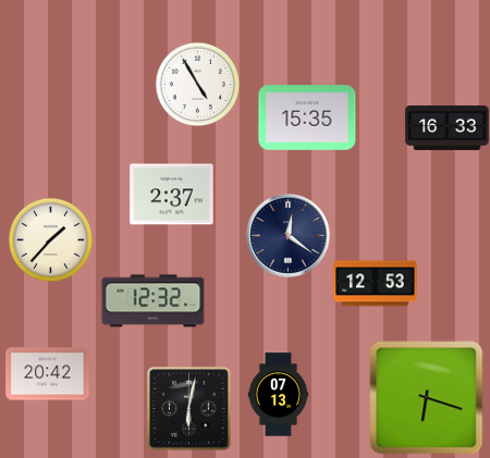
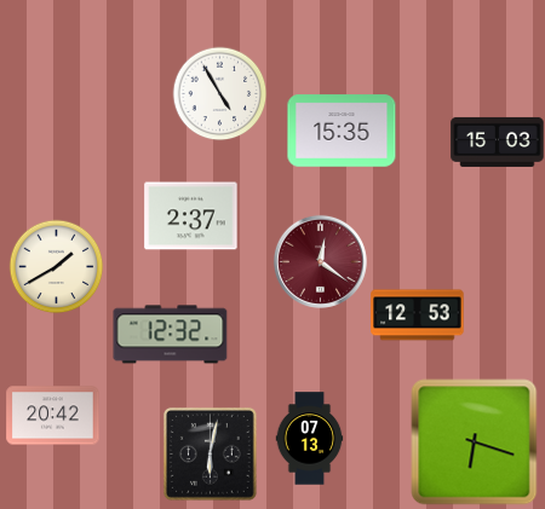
clock at (448, 127): 16:33 -> 15:03
clock at (287, 235) dial: navy -> burgundy
clock at (50, 239): 1:37 -> 1:40
